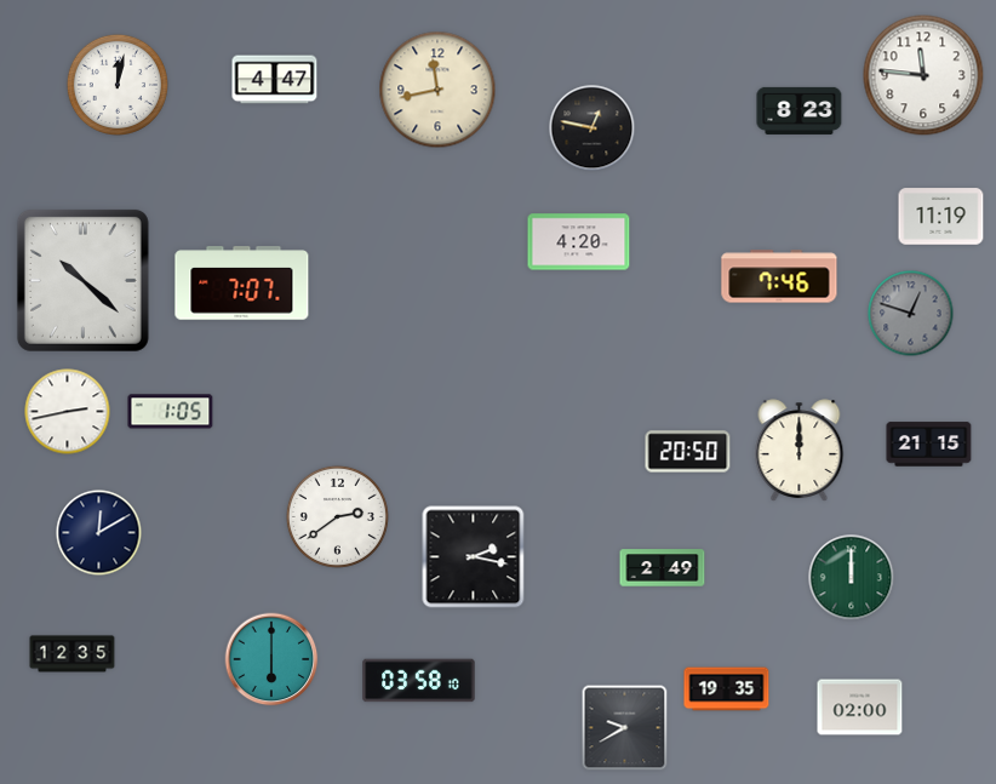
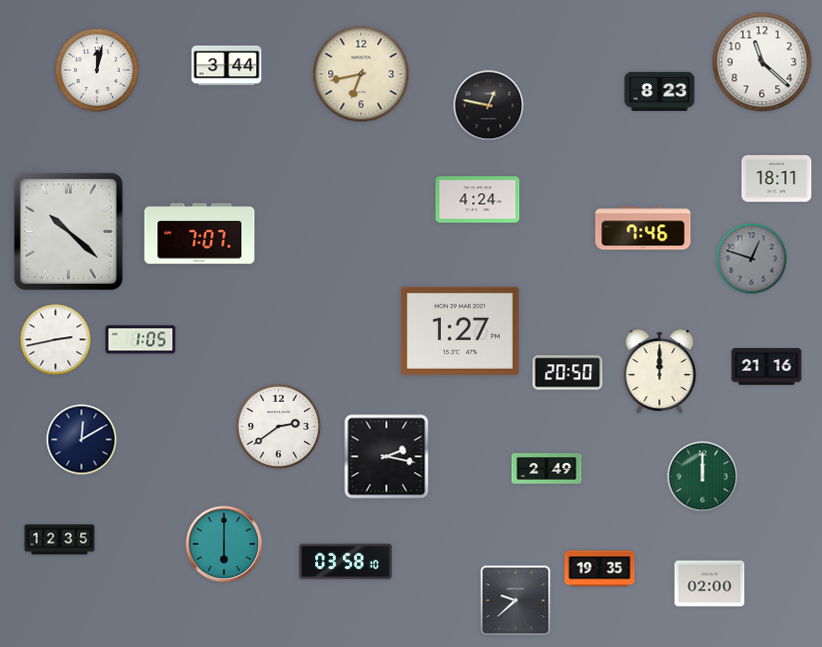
clock at (923, 75): 11:46 -> 11:22
clock at (275, 80): 4:47 -> 3:44
clock at (437, 90): 11:43 -> 6:43
clock at (941, 217): 11:19 -> 18:11
clock at (579, 242): 4:20 -> 4:24
clock at (460, 331): none -> 1:27
clock at (929, 445): 21:15 -> 21:16
clock at (474, 557) position: (474, 557) -> (387, 457)
clock at (625, 728): 9:40 -> 9:38
